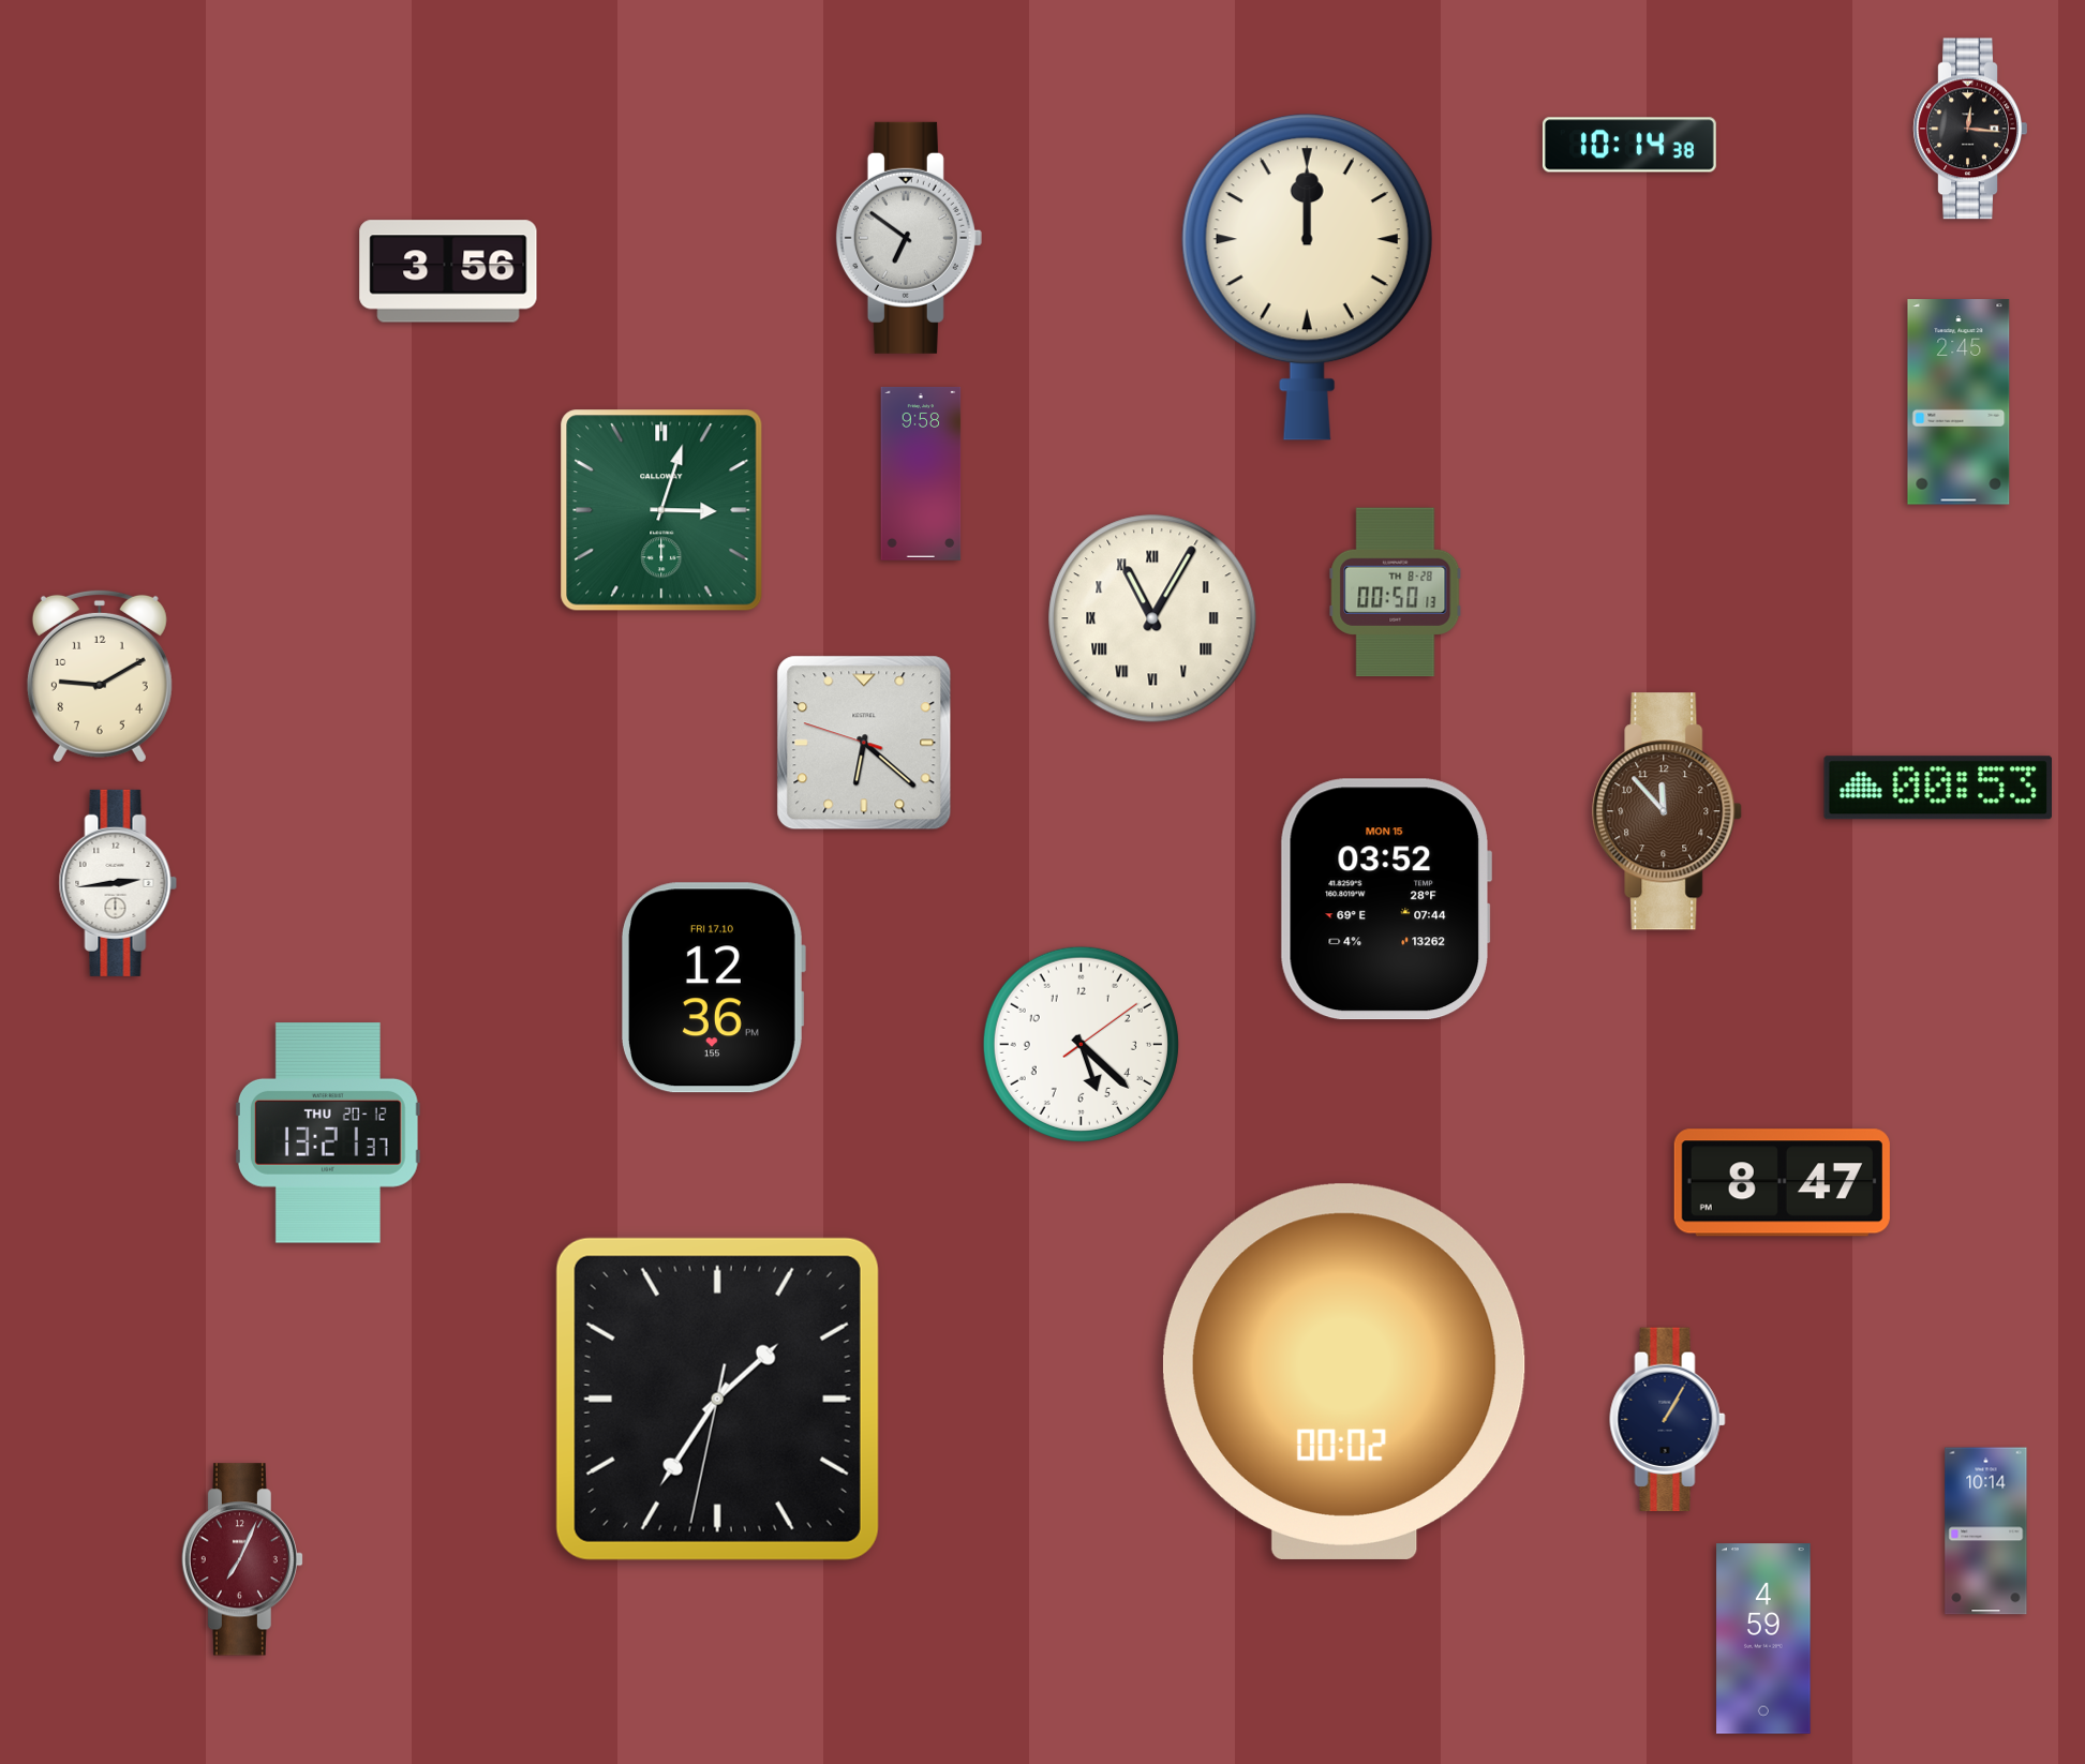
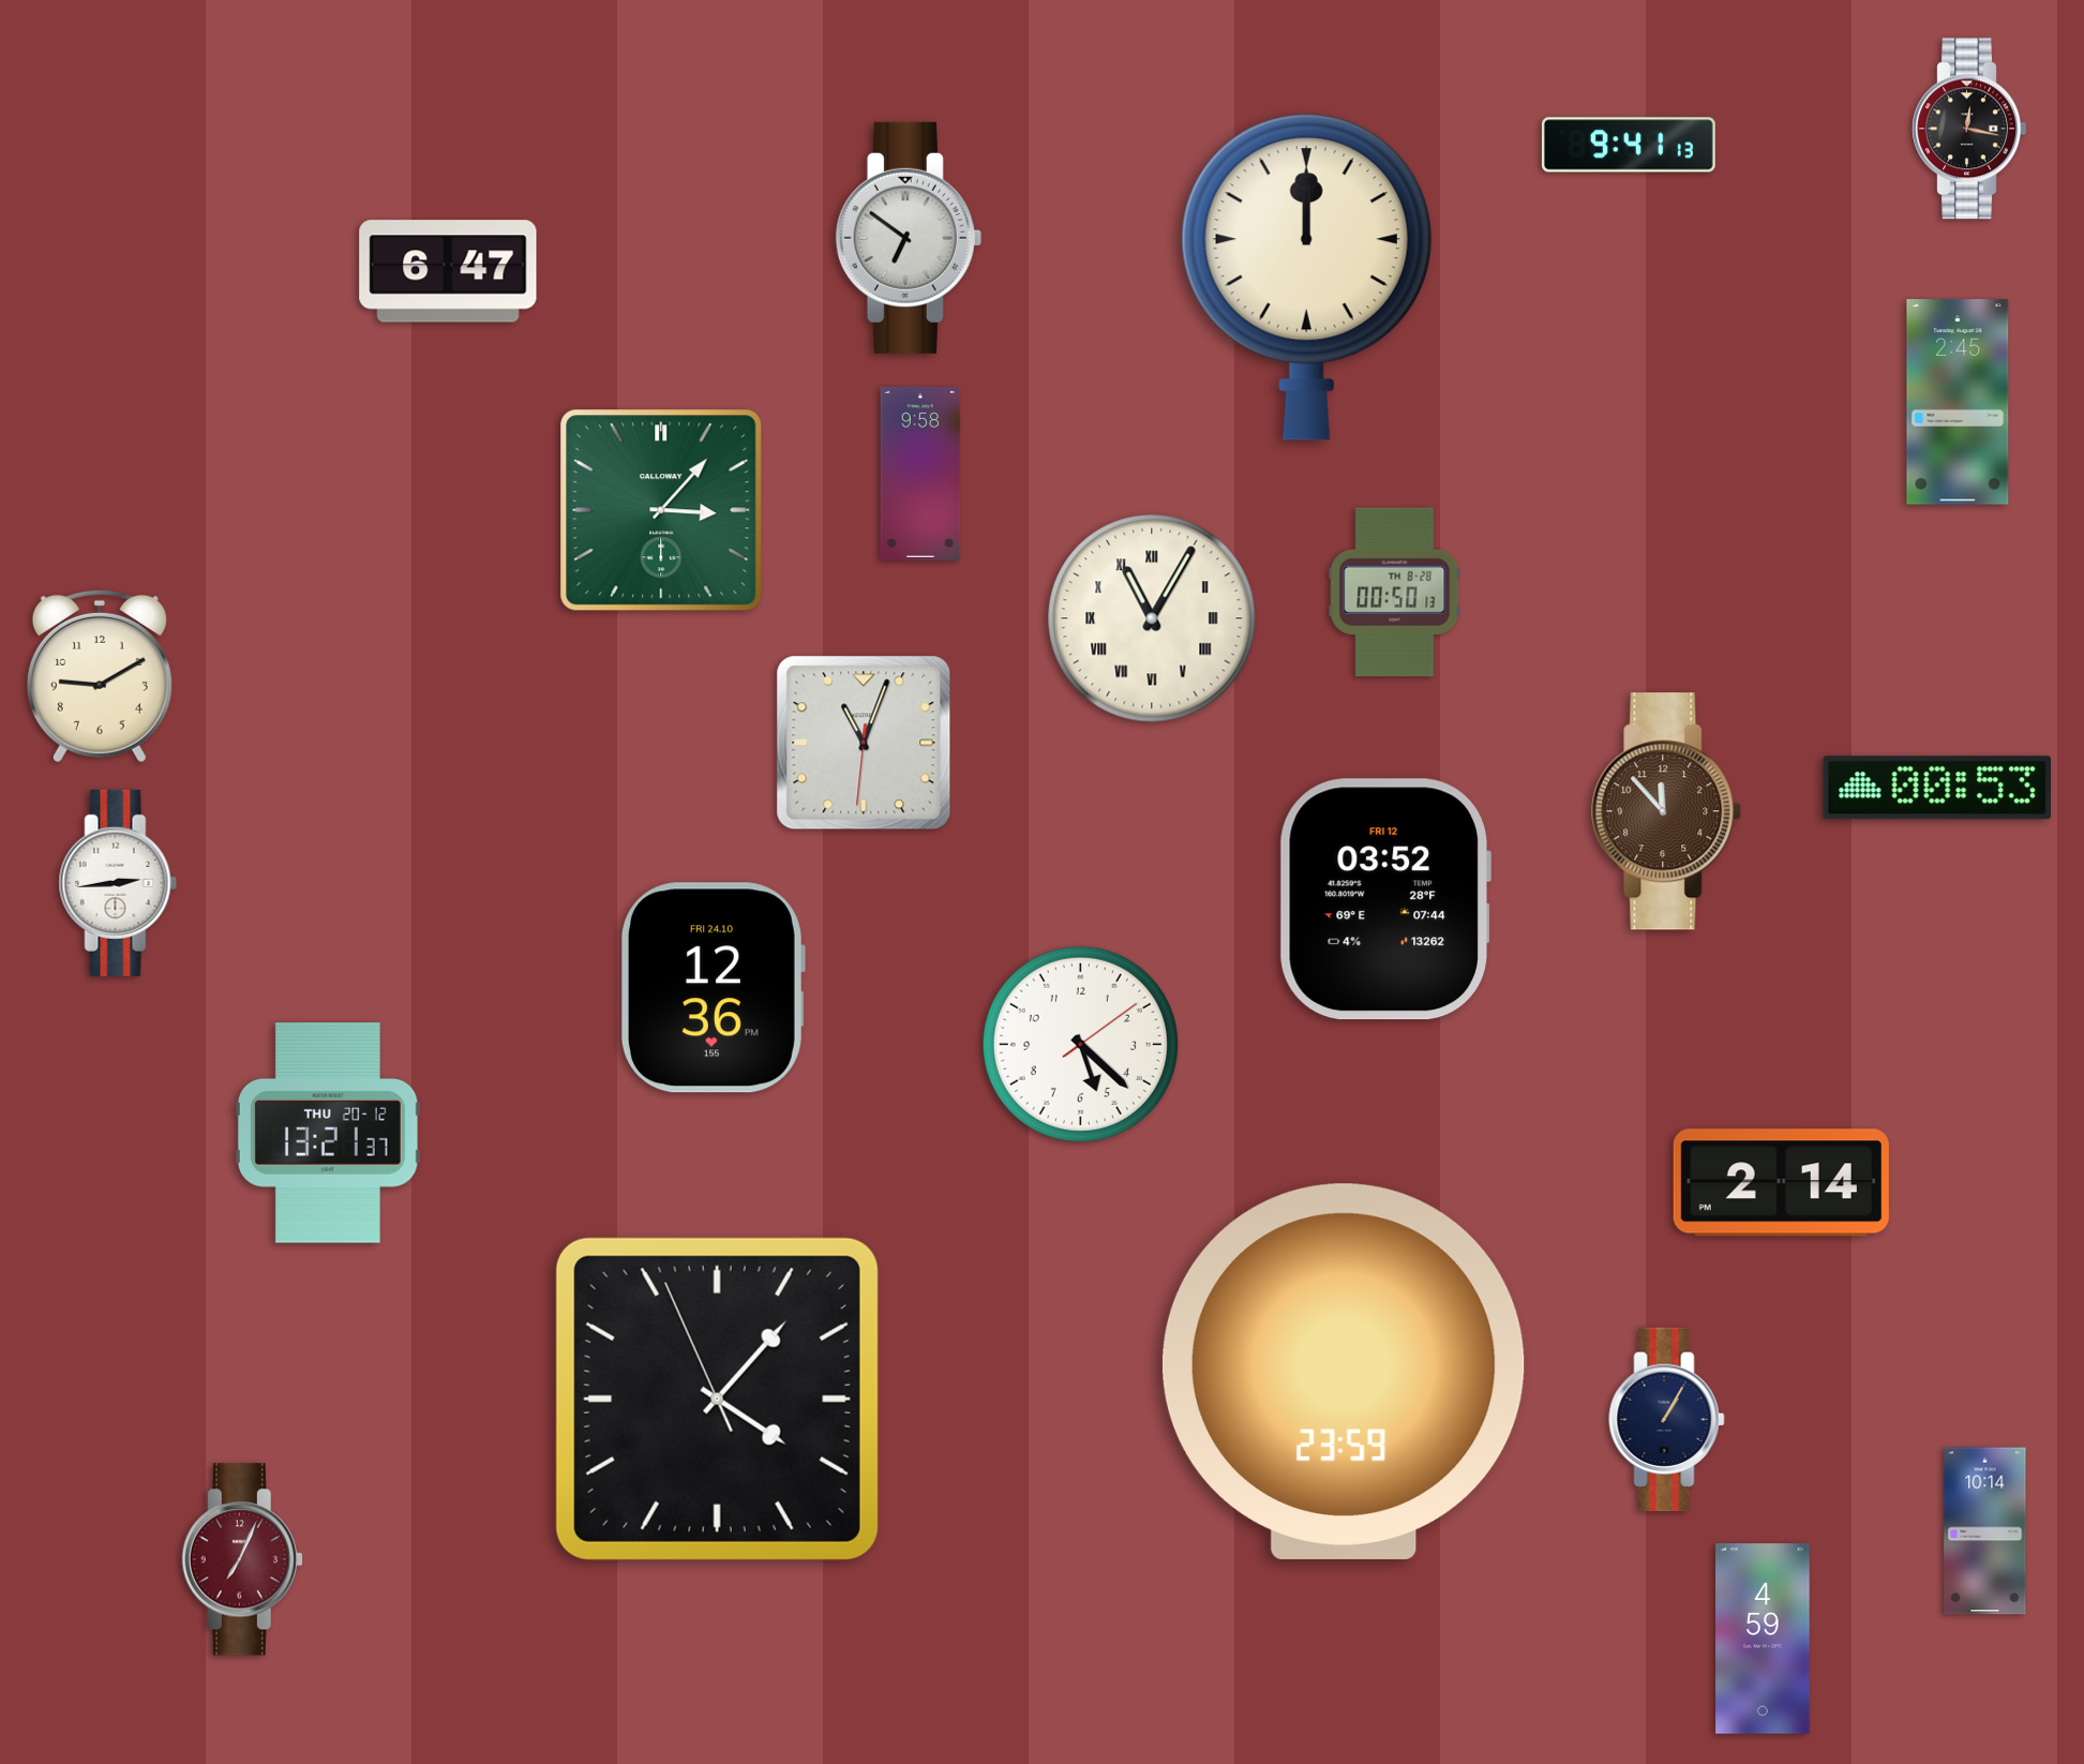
clock at (1970, 129): 12:16 -> 12:17
clock at (1629, 145): 10:14 -> 9:41
clock at (448, 271): 3:56 -> 6:47
clock at (661, 510): 3:03 -> 3:07
clock at (864, 743): 6:21 -> 11:03
clock at (1385, 899) date: MON 15 -> FRI 12
clock at (713, 988) date: FRI 17.10 -> FRI 24.10
clock at (1782, 1183): 8:47 -> 2:14
clock at (1344, 1372): 00:02 -> 23:59
clock at (717, 1399): 1:35 -> 4:06
